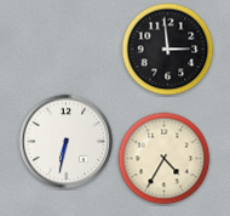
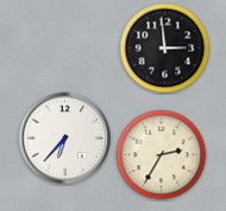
clock at (67, 142): 6:32 -> 6:37
clock at (165, 159): 4:35 -> 2:35
